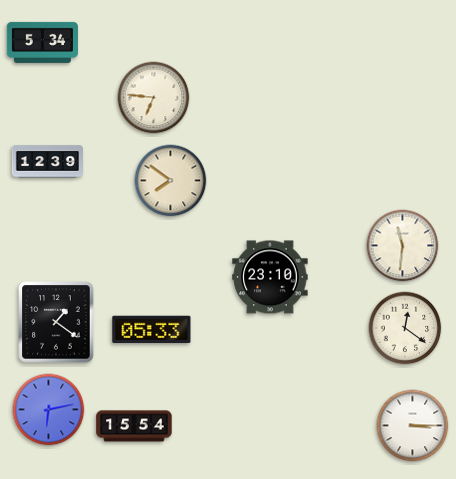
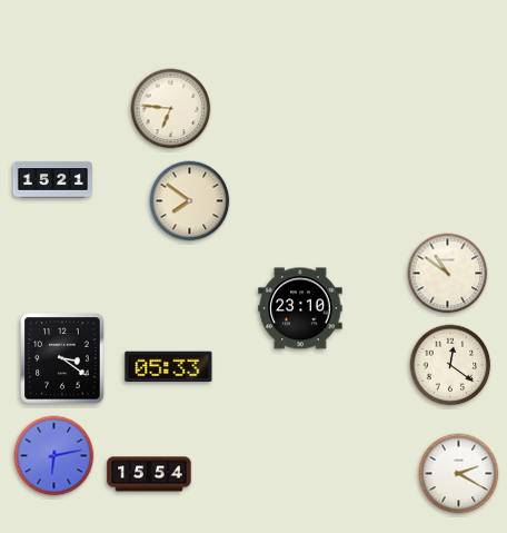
clock at (42, 42): 5:34 -> none
clock at (47, 162): 12:39 -> 15:21
clock at (403, 246): 11:31 -> 10:51
clock at (56, 322): 1:21 -> 3:21
clock at (413, 426): 3:15 -> 2:20
